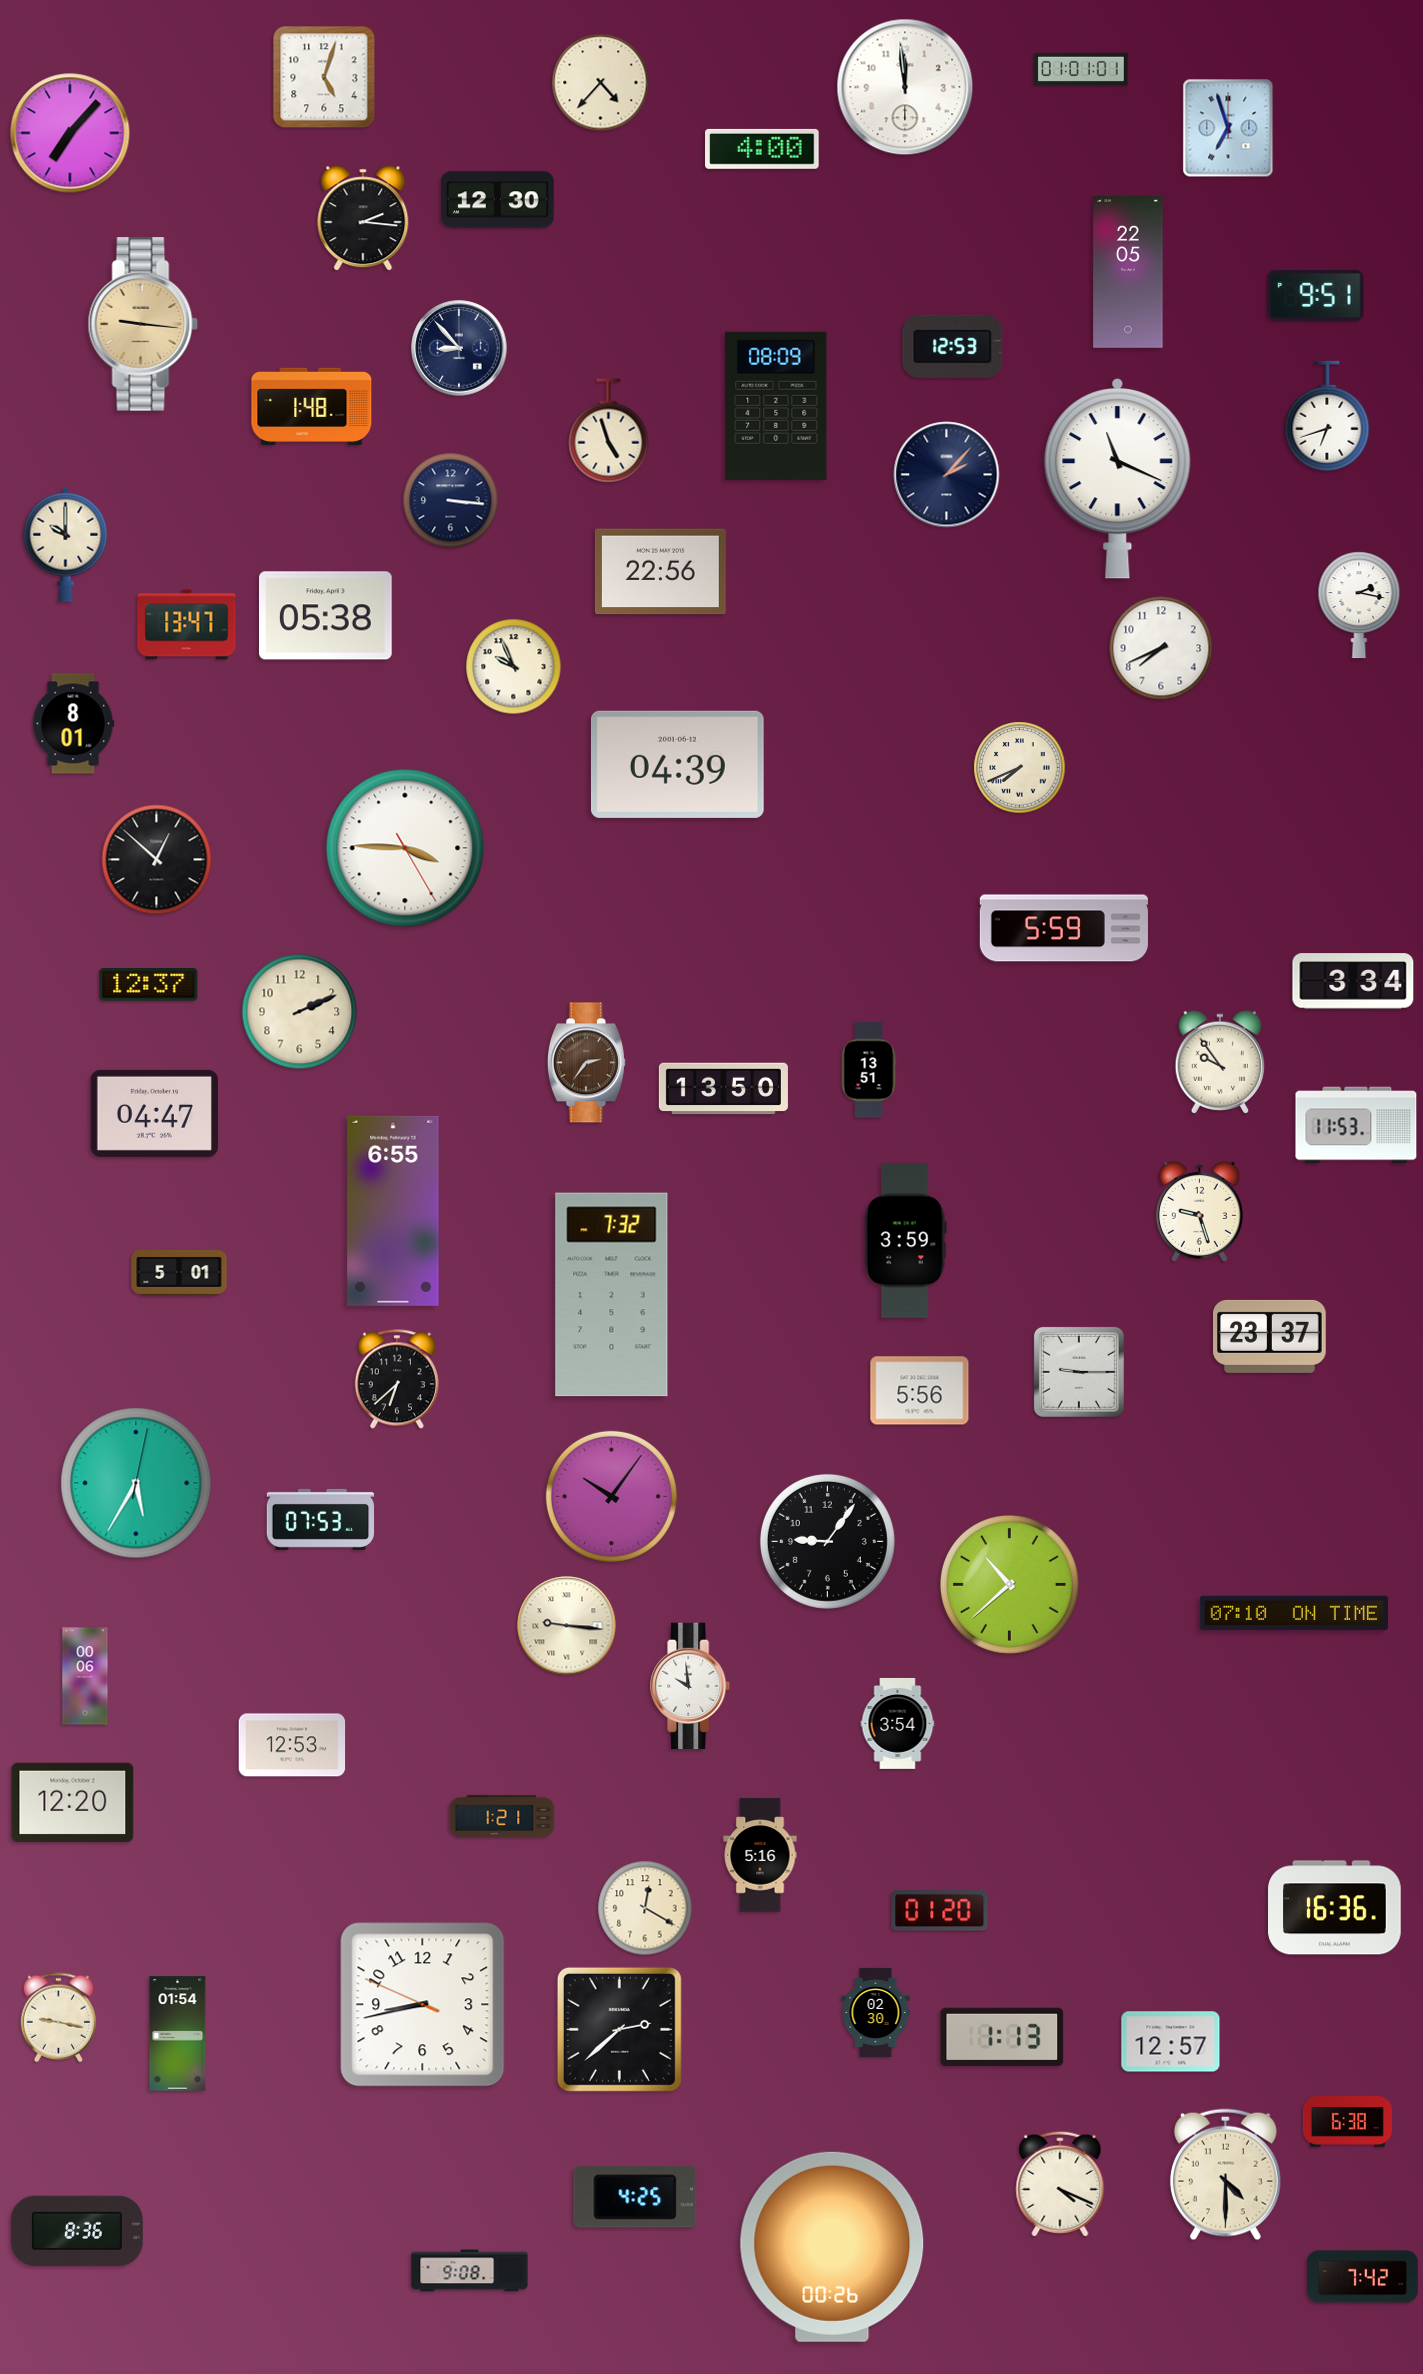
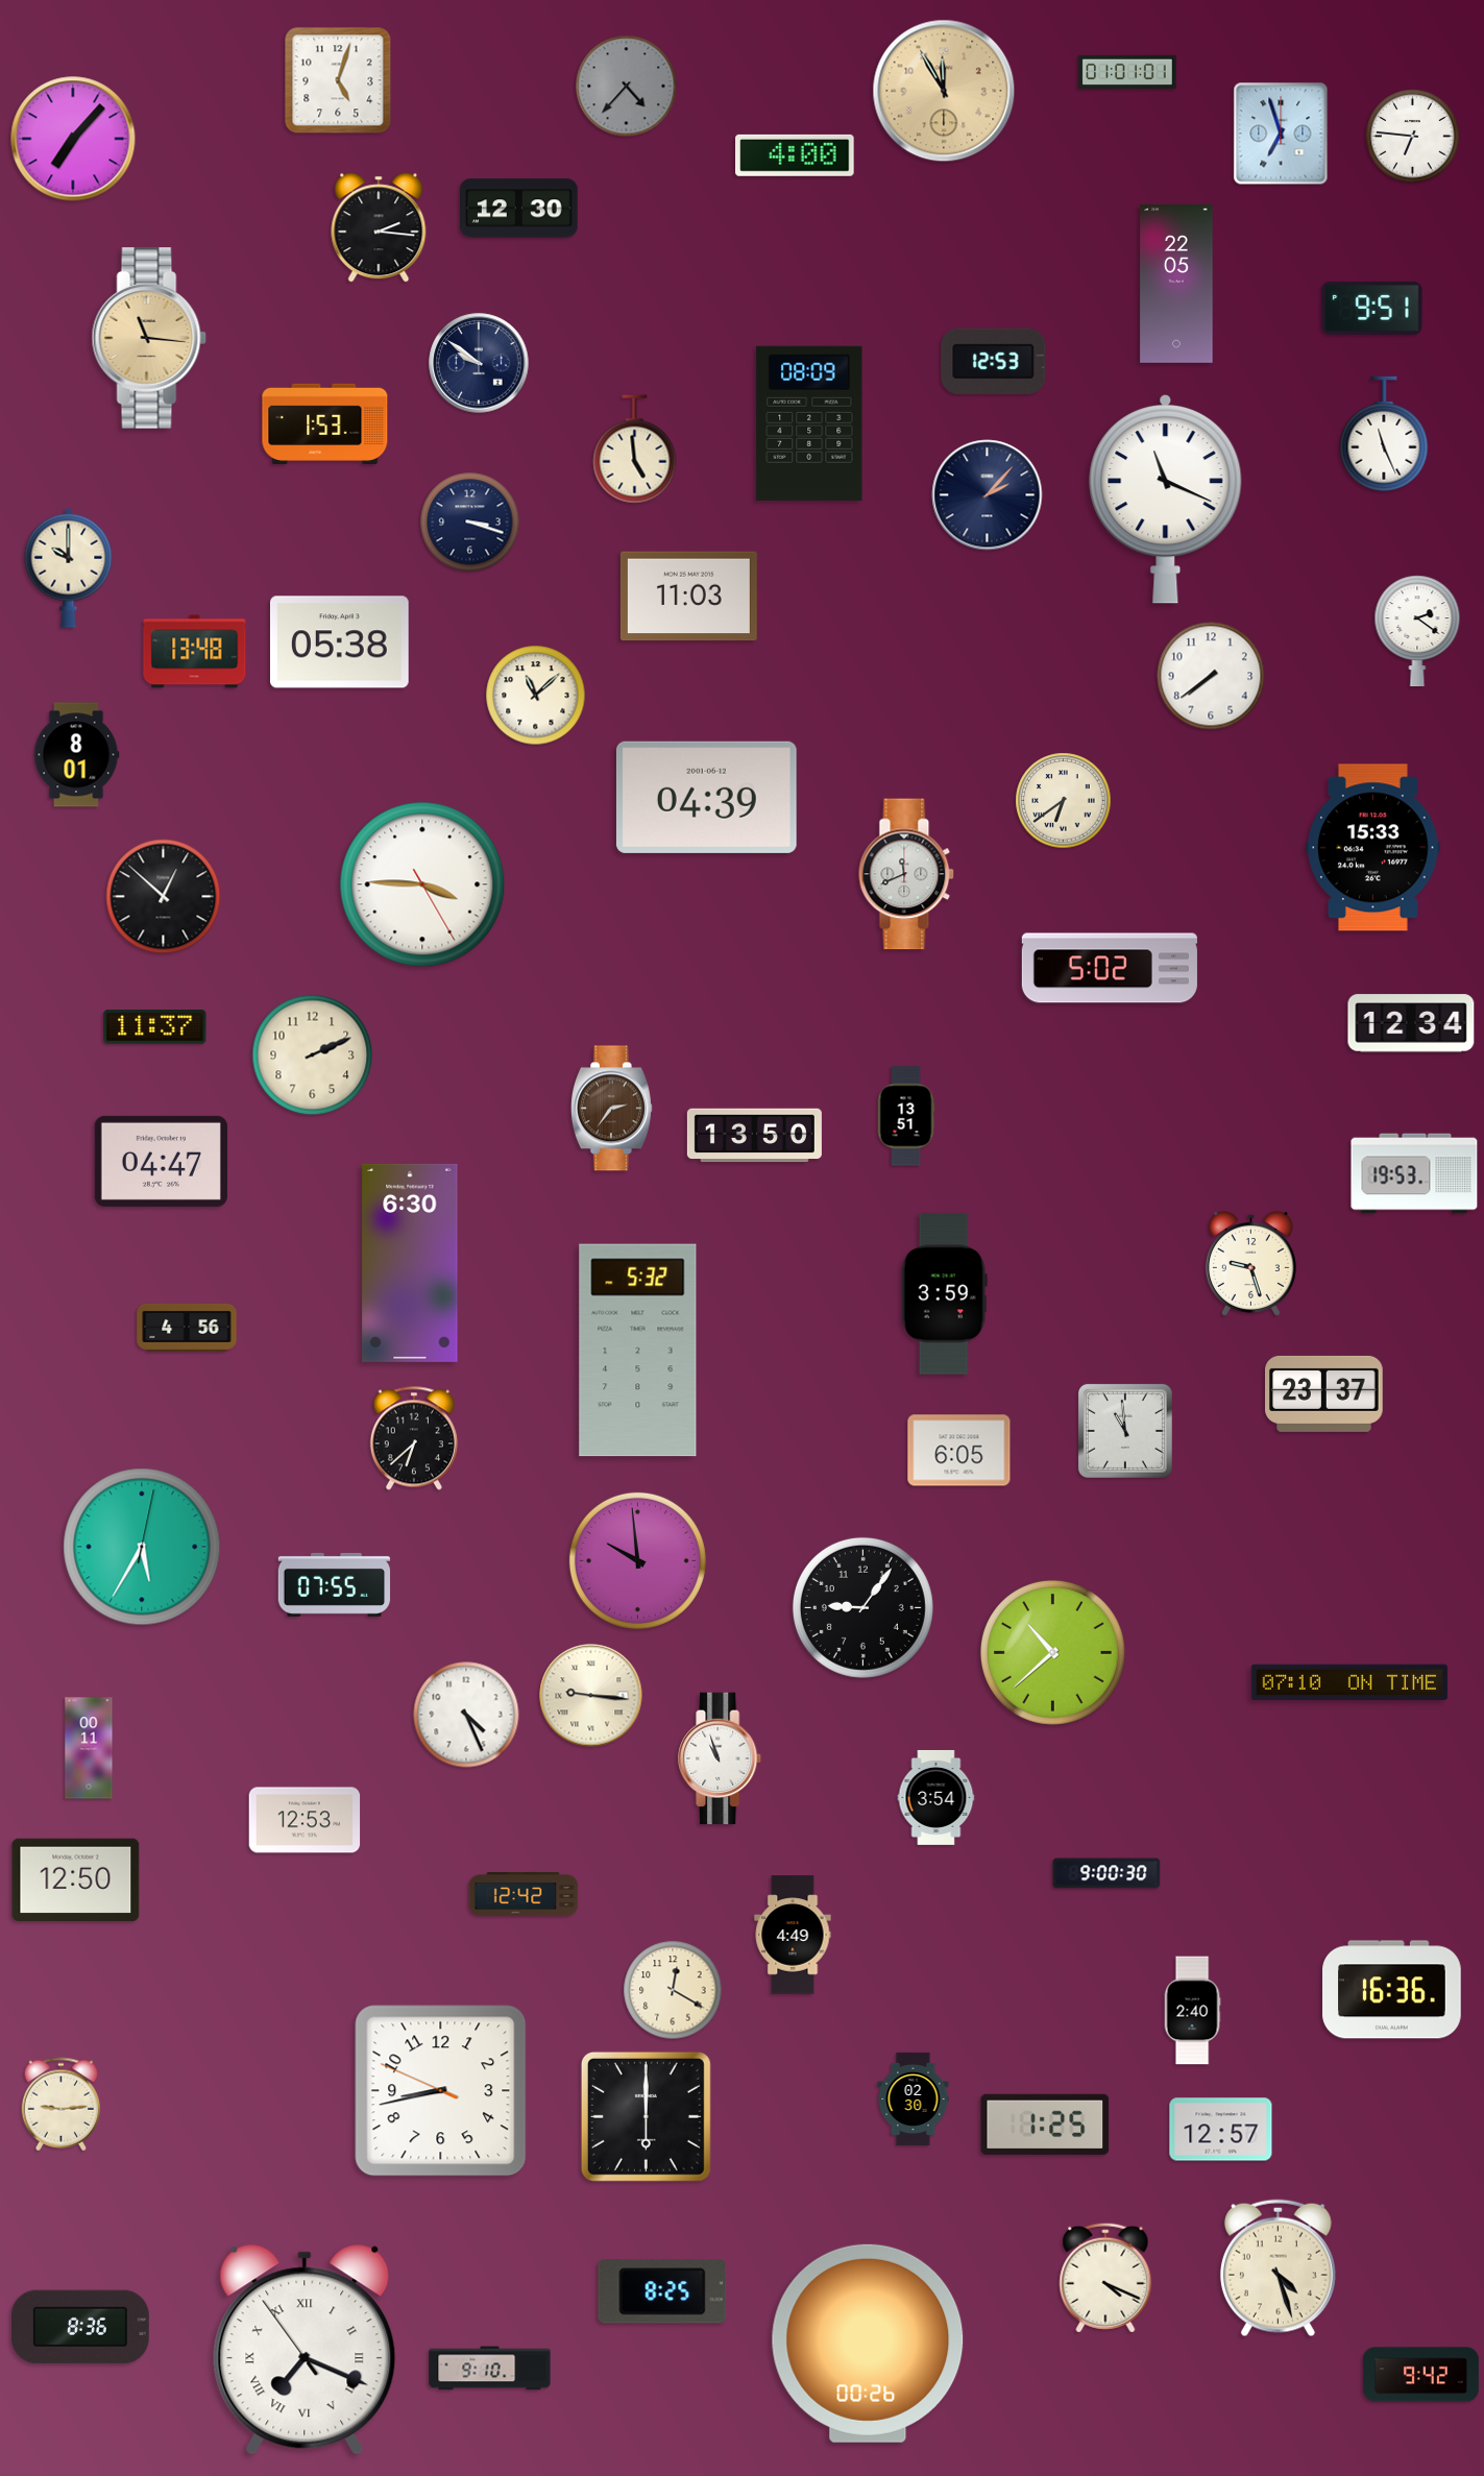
clock at (601, 83) dial: cream -> grey
clock at (905, 87): 11:59 -> 11:55
clock at (905, 87) dial: white -> champagne
clock at (1413, 137): none -> 6:46
clock at (143, 324): 9:16 -> 11:16
clock at (459, 348): 8:53 -> 9:51
clock at (312, 406): 1:48 -> 1:53
clock at (1327, 416): 6:42 -> 11:26
clock at (609, 431): 4:57 -> 4:59
clock at (451, 501): 3:16 -> 3:18
clock at (660, 572): 22:56 -> 11:03
clock at (1359, 605): 2:17 -> 2:21
clock at (187, 625): 13:47 -> 13:48
clock at (1161, 648): 7:41 -> 7:39
clock at (514, 667): 9:56 -> 11:08
clock at (1020, 768): 7:41 -> 6:39
clock at (1373, 848): none -> 15:33
clock at (906, 874): none -> 11:41
clock at (1064, 928): 5:59 -> 5:02
clock at (1353, 981): 3:34 -> 12:34
clock at (149, 985): 12:37 -> 11:37
clock at (1220, 1061): 9:54 -> none
clock at (1356, 1125): 11:53 -> 19:53
clock at (393, 1211): 6:55 -> 6:30
clock at (179, 1273): 5:01 -> 4:56
clock at (612, 1295): 7:32 -> 5:32
clock at (1079, 1372): 9:15 -> 10:59
clock at (920, 1391): 5:56 -> 6:05
clock at (611, 1496): 10:06 -> 9:59
clock at (321, 1519): 07:53 -> 07:55
clock at (466, 1715): none -> 4:26
clock at (85, 1676): 00:06 -> 00:11
clock at (691, 1686): 9:59 -> 10:57
clock at (1106, 1873): none -> 9:00
clock at (73, 1803): 12:20 -> 12:50
clock at (502, 1816): 1:21 -> 12:42
clock at (760, 1855): 5:16 -> 4:49
clock at (940, 1911): 01:20 -> none
clock at (1192, 2011): none -> 2:40
clock at (59, 2018): 9:17 -> 9:14
clock at (619, 2029): 2:38 -> 6:00
clock at (178, 2034): 01:54 -> none
clock at (1002, 2037): 1:13 -> 1:25
clock at (1347, 2121): 6:38 -> none
clock at (1225, 2175): 4:30 -> 4:27
clock at (635, 2197): 4:25 -> 8:25
clock at (305, 2350): none -> 7:18
clock at (470, 2271): 9:08 -> 9:10
clock at (1362, 2277): 7:42 -> 9:42
